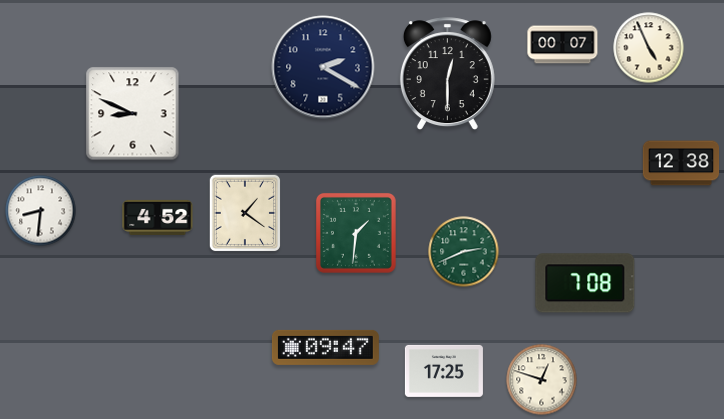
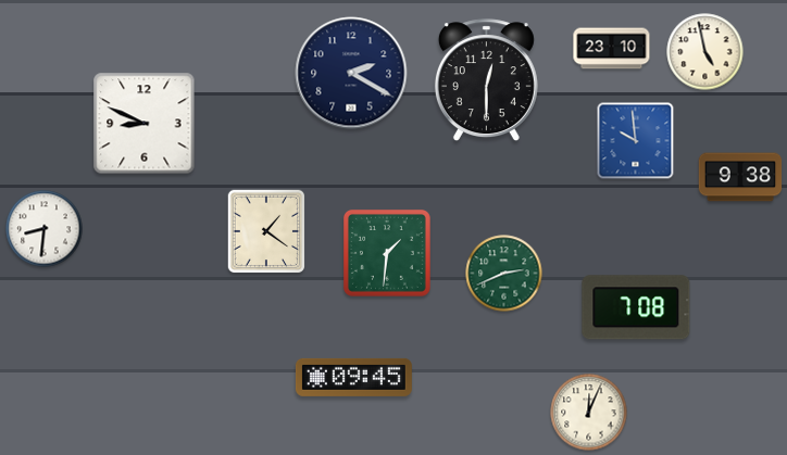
clock at (563, 45): 00:07 -> 23:10
clock at (649, 48): 4:56 -> 4:58
clock at (636, 141): none -> 9:59
clock at (681, 163): 12:38 -> 9:38
clock at (158, 217): 4:52 -> none
clock at (325, 347): 09:47 -> 09:45
clock at (444, 371): 17:25 -> none
clock at (542, 380): 12:48 -> 12:04
